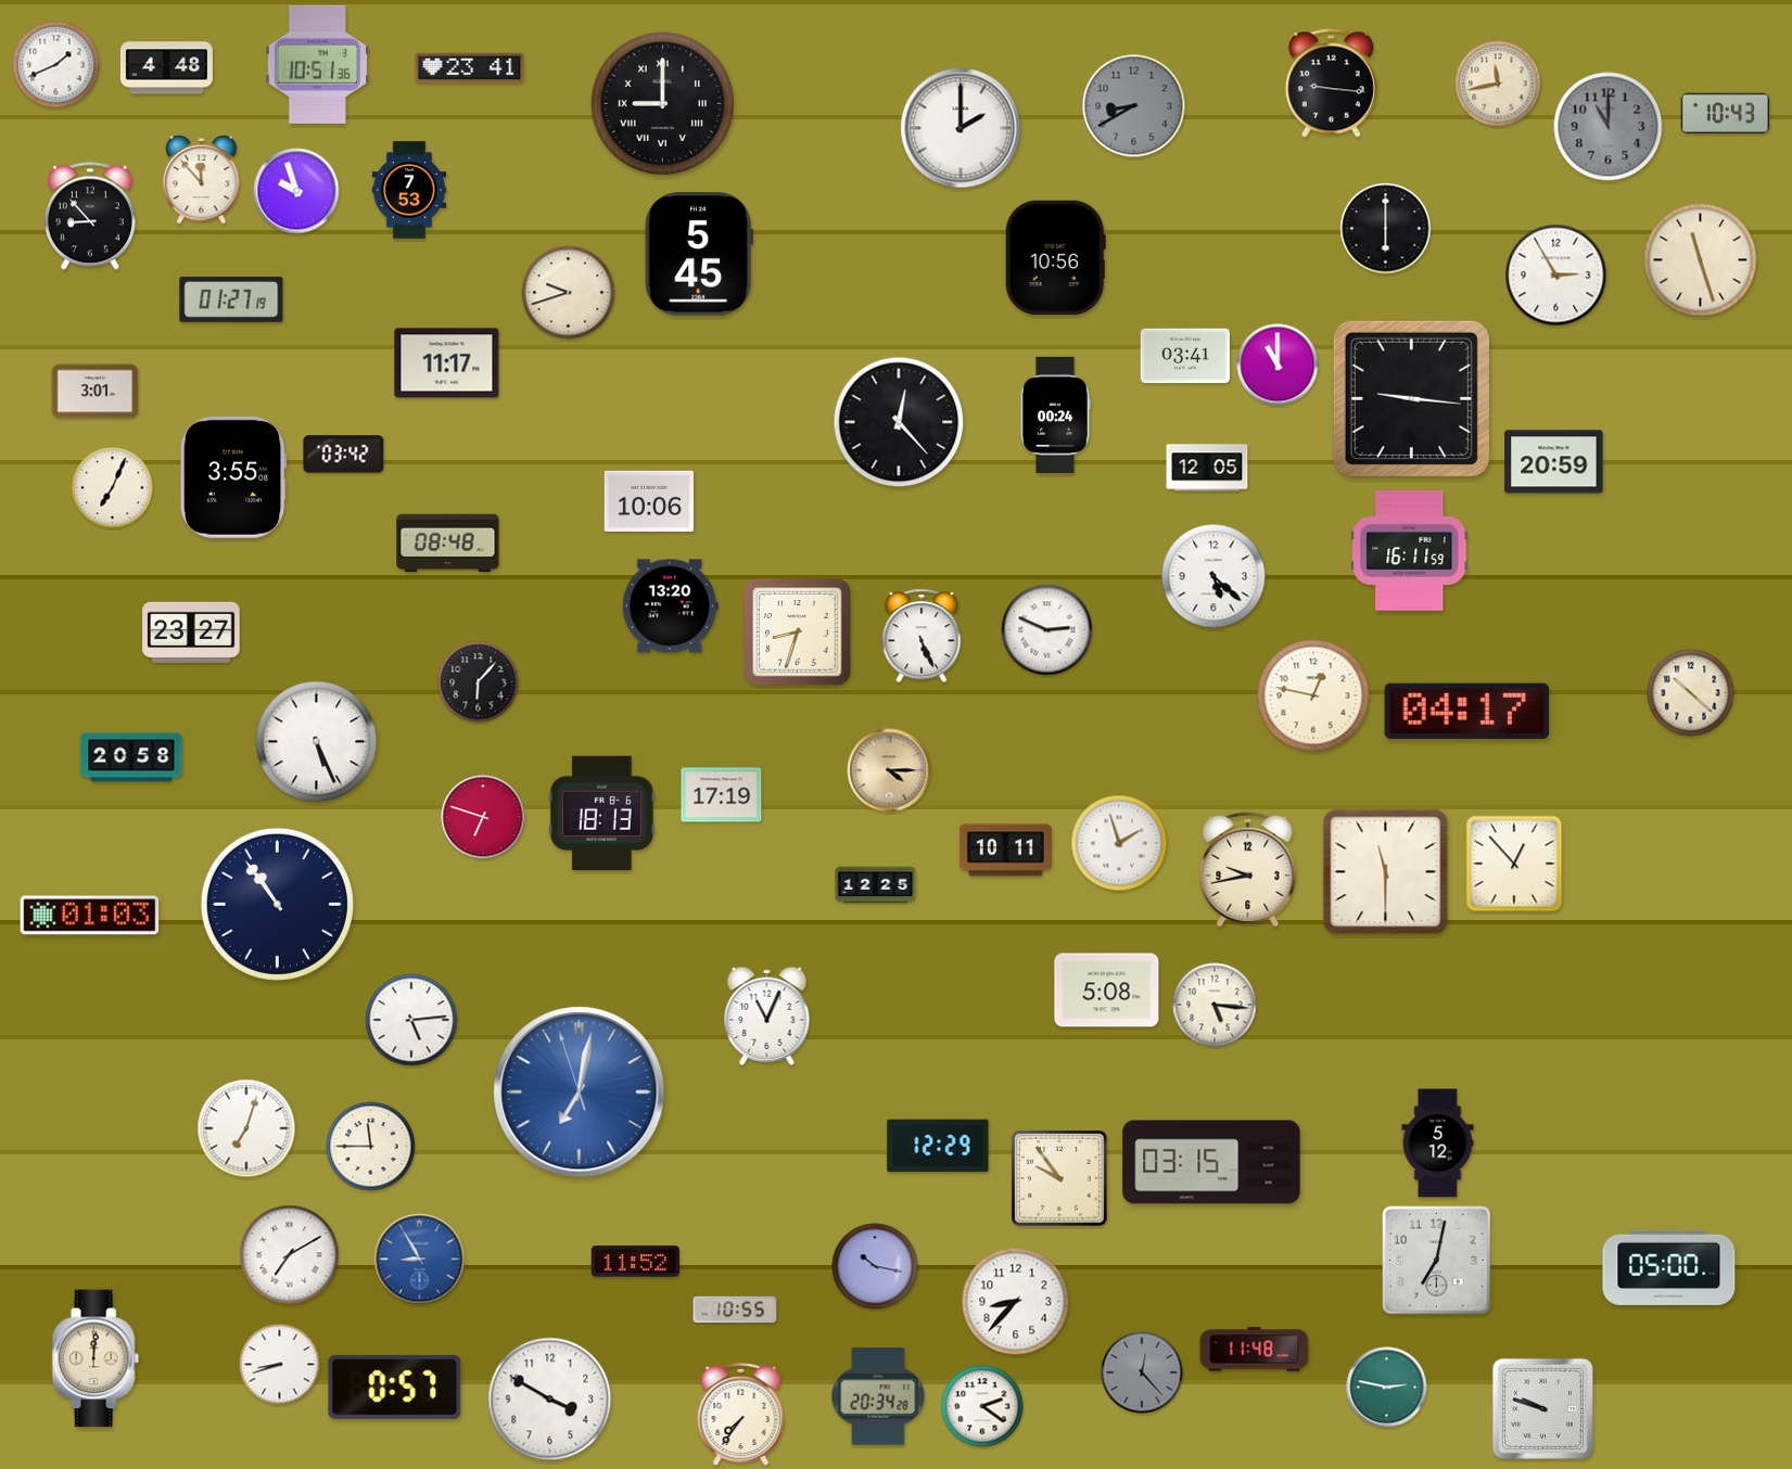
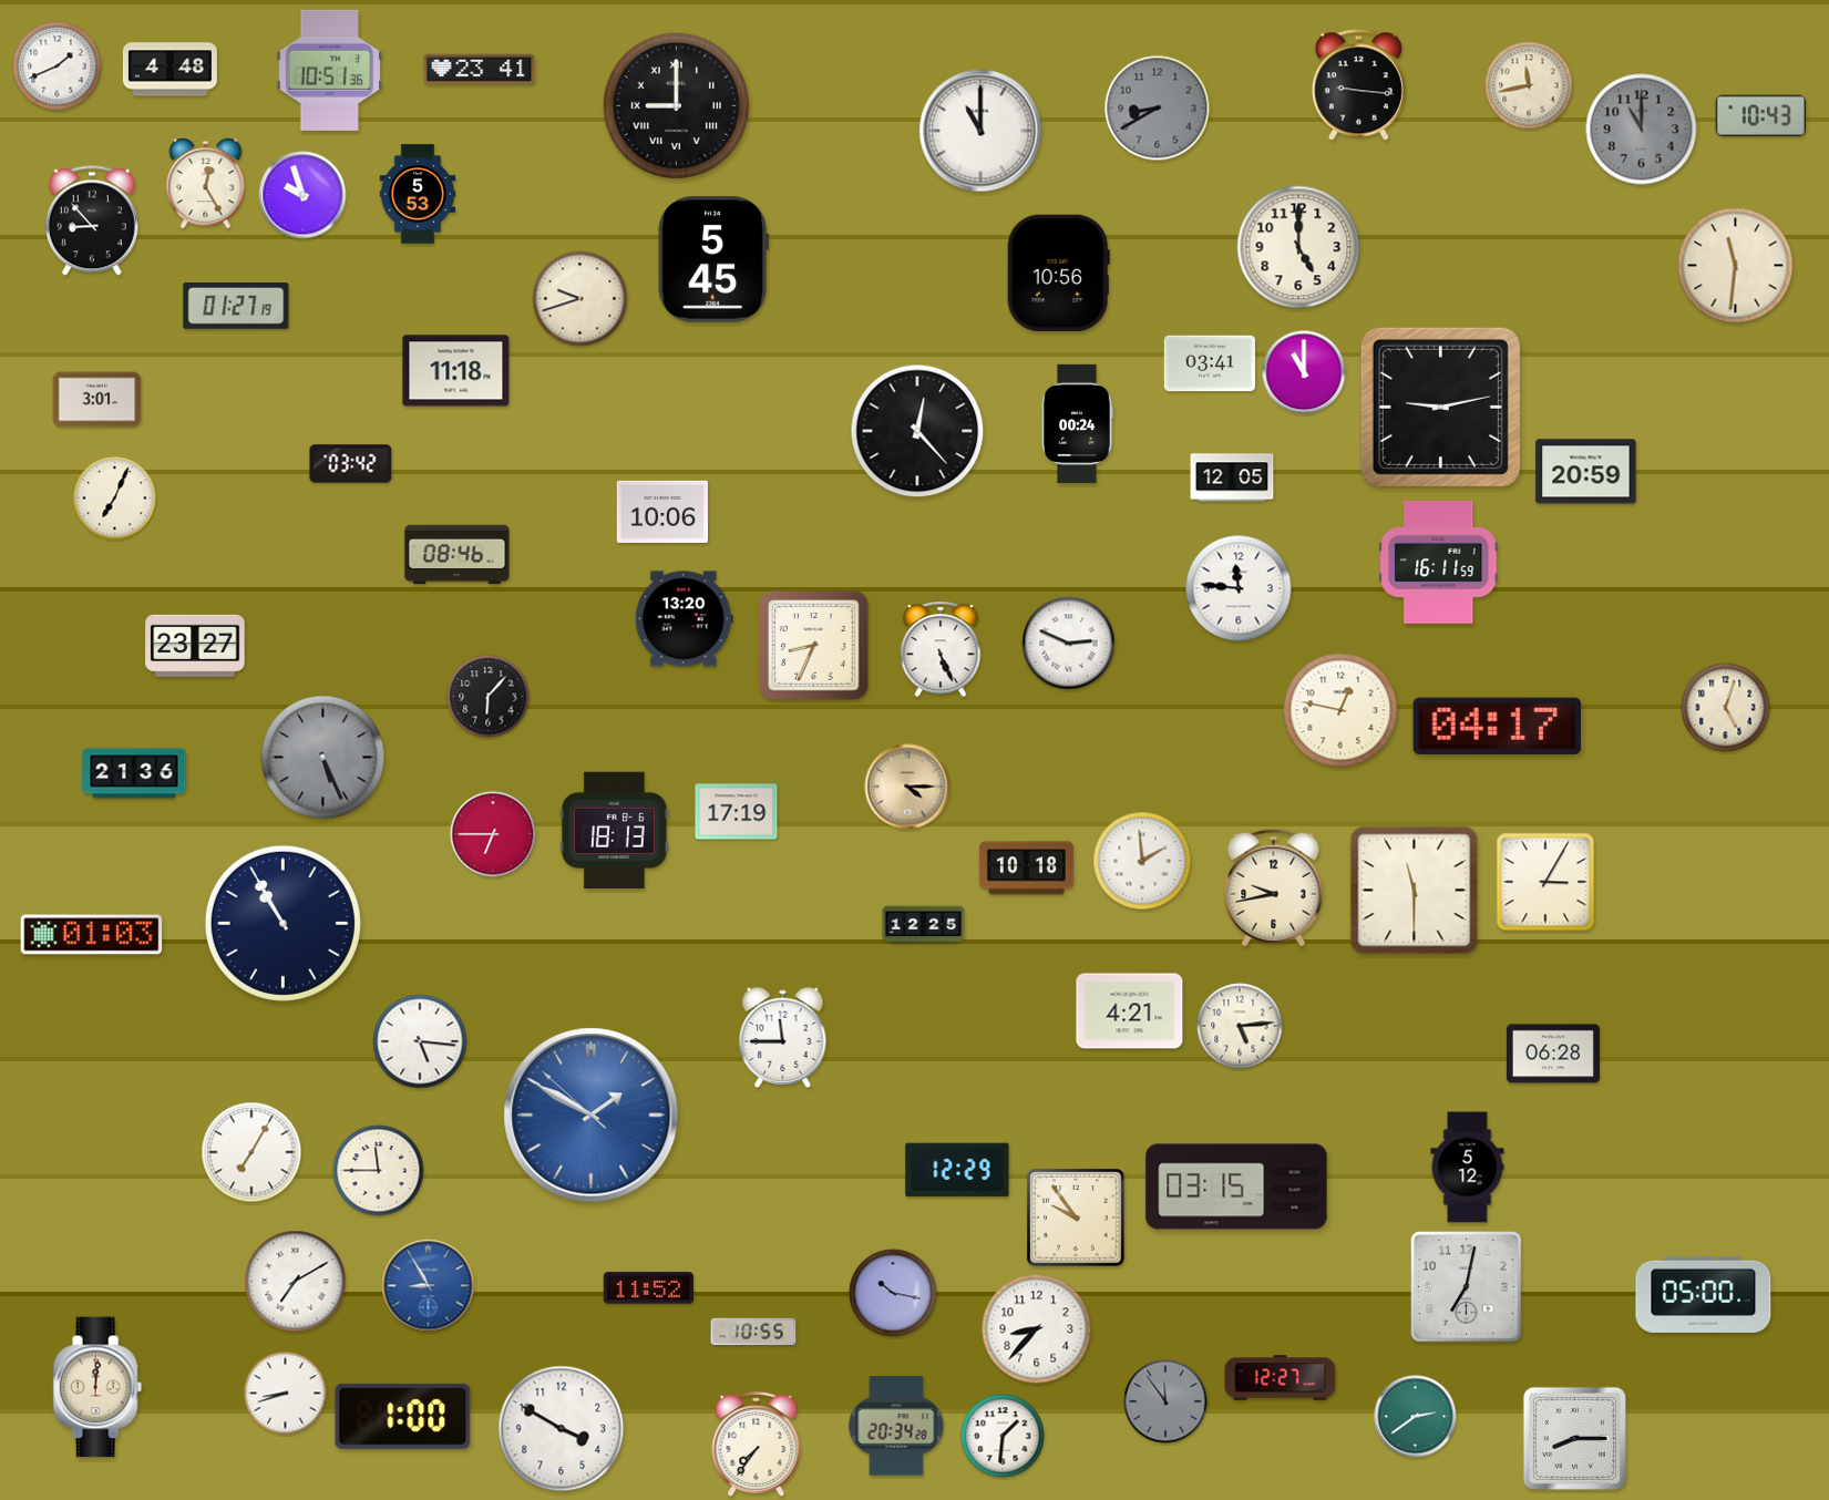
clock at (318, 64) position: (318, 64) -> (330, 70)
clock at (961, 128): 2:00 -> 11:00
clock at (202, 180): 11:53 -> 12:25
clock at (409, 190): 7:53 -> 5:53
clock at (1386, 229): 6:00 -> none
clock at (1298, 247): none -> 5:00
clock at (1055, 257) position: (1055, 257) -> (1058, 273)
clock at (1701, 260): 11:27 -> 11:31
clock at (1556, 276): 2:55 -> none
clock at (447, 363): 11:17 -> 11:18
clock at (1411, 398): 9:16 -> 9:13
clock at (233, 477): 3:55 -> none
clock at (448, 544): 08:48 -> 08:46
clock at (1213, 576): 5:22 -> 11:46
clock at (798, 633): 8:33 -> 8:34
clock at (1691, 693): 10:22 -> 5:03
clock at (317, 742) dial: white -> grey
clock at (131, 757): 20:58 -> 21:36
clock at (483, 817): 6:48 -> 6:45
clock at (1119, 843): 1:57 -> 1:59
clock at (1005, 851): 10:11 -> 10:18
clock at (1514, 864): 12:53 -> 3:05
clock at (876, 885) position: (876, 885) -> (924, 925)
clock at (277, 904): 10:54 -> 10:55
clock at (1107, 991): 5:08 -> 4:21
clock at (1215, 1005): 5:16 -> 5:14
clock at (767, 1015): 11:04 -> 11:45
clock at (411, 1020): 5:14 -> 5:16
clock at (1553, 1054): none -> 06:28
clock at (580, 1093): 7:01 -> 1:49
clock at (246, 1128): 7:03 -> 7:05
clock at (1059, 1178) position: (1059, 1178) -> (1076, 1218)
clock at (735, 1310) position: (735, 1310) -> (753, 1332)
clock at (1255, 1350): 11:48 -> 12:27
clock at (1142, 1372): 12:23 -> 11:54
clock at (395, 1387): 0:57 -> 1:00
clock at (1387, 1388): 2:47 -> 2:39
clock at (982, 1406): 2:21 -> 1:31
clock at (1542, 1408): 9:48 -> 8:15
